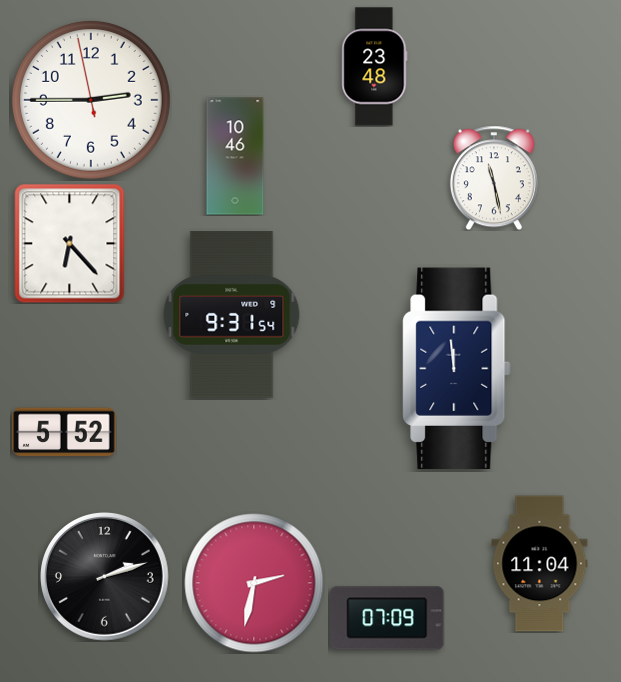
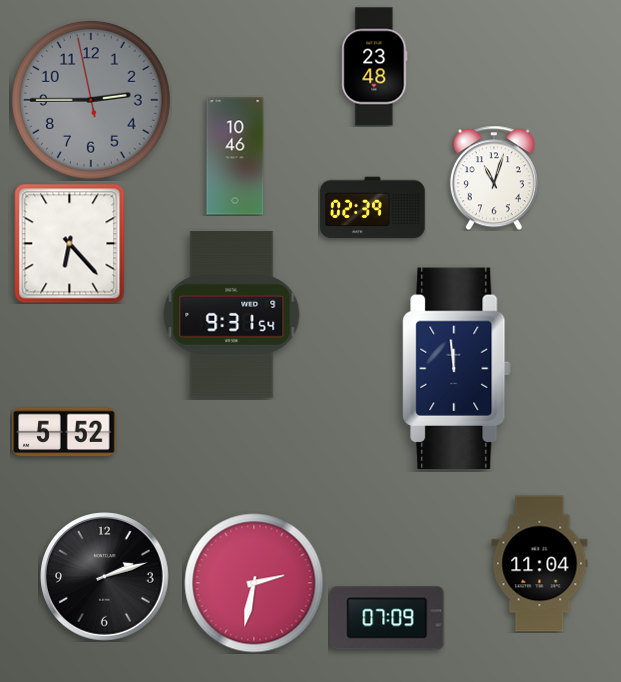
clock at (91, 100) dial: white -> grey
clock at (494, 178): 11:28 -> 11:03
clock at (373, 208): none -> 02:39
